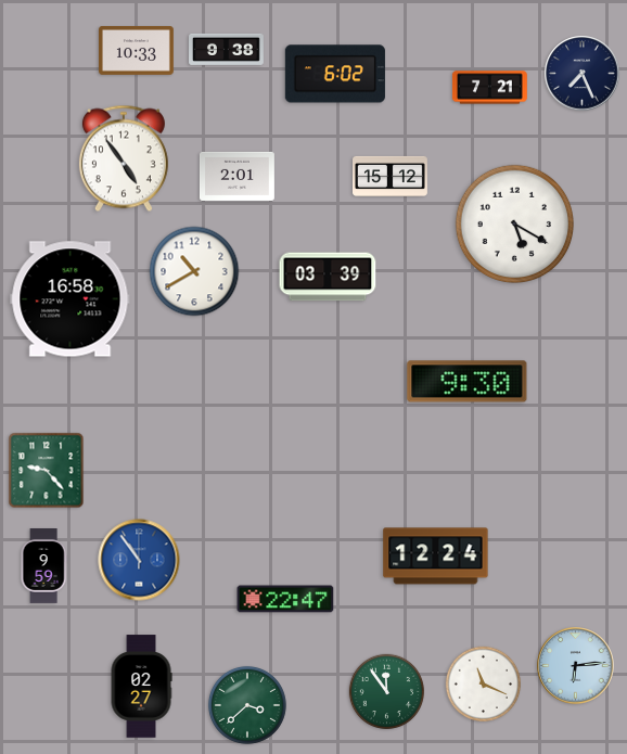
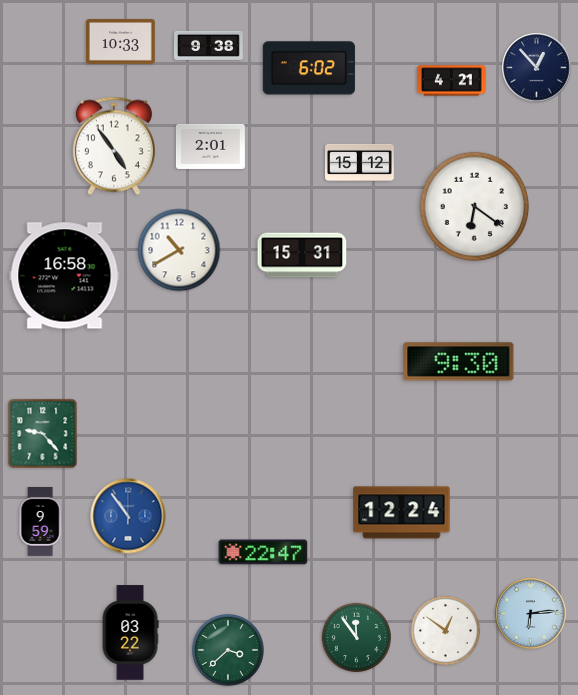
clock at (137, 51) position: (137, 51) -> (121, 42)
clock at (583, 74): 7:26 -> 12:53
clock at (489, 88): 7:21 -> 4:21
clock at (238, 176) position: (238, 176) -> (211, 146)
clock at (514, 223): 5:20 -> 6:21
clock at (328, 277): 03:39 -> 15:31
clock at (468, 382) position: (468, 382) -> (459, 362)
clock at (483, 683): 11:19 -> 12:51
clock at (141, 687): 02:27 -> 03:22
